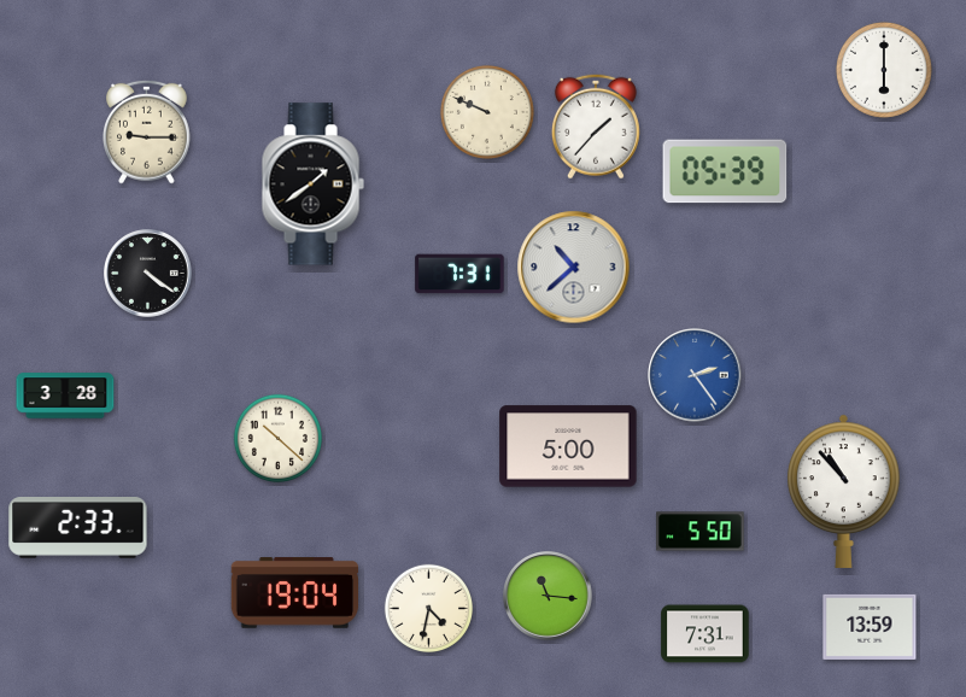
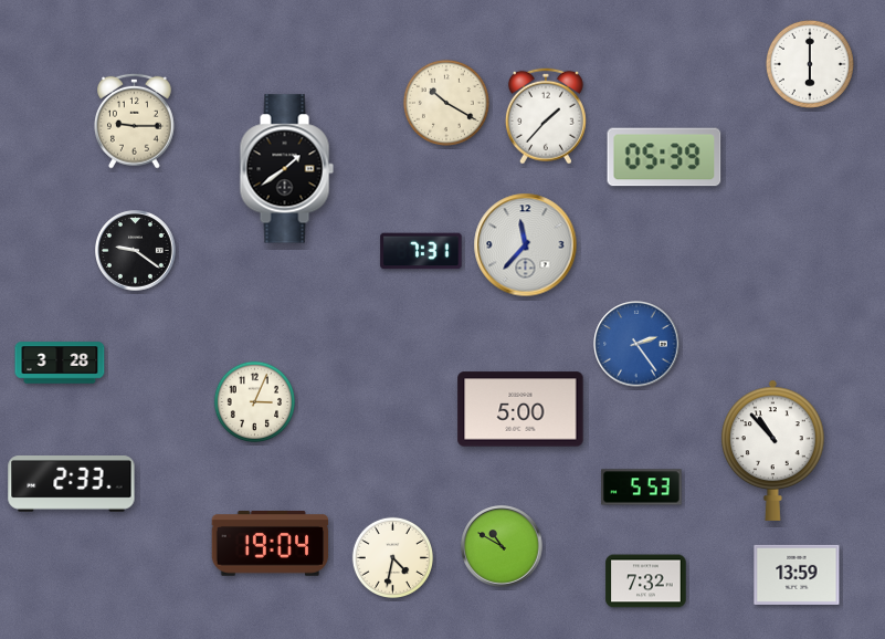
clock at (487, 112): 9:49 -> 10:20
clock at (574, 268): 10:38 -> 11:37
clock at (148, 274): 4:21 -> 9:21
clock at (277, 438): 10:22 -> 3:04
clock at (701, 532): 5:50 -> 5:53
clock at (548, 596): 11:16 -> 10:50
clock at (706, 634): 7:31 -> 7:32
